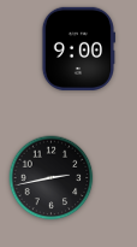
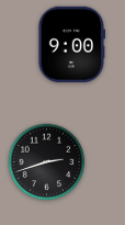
clock at (52, 178): 2:43 -> 2:42
